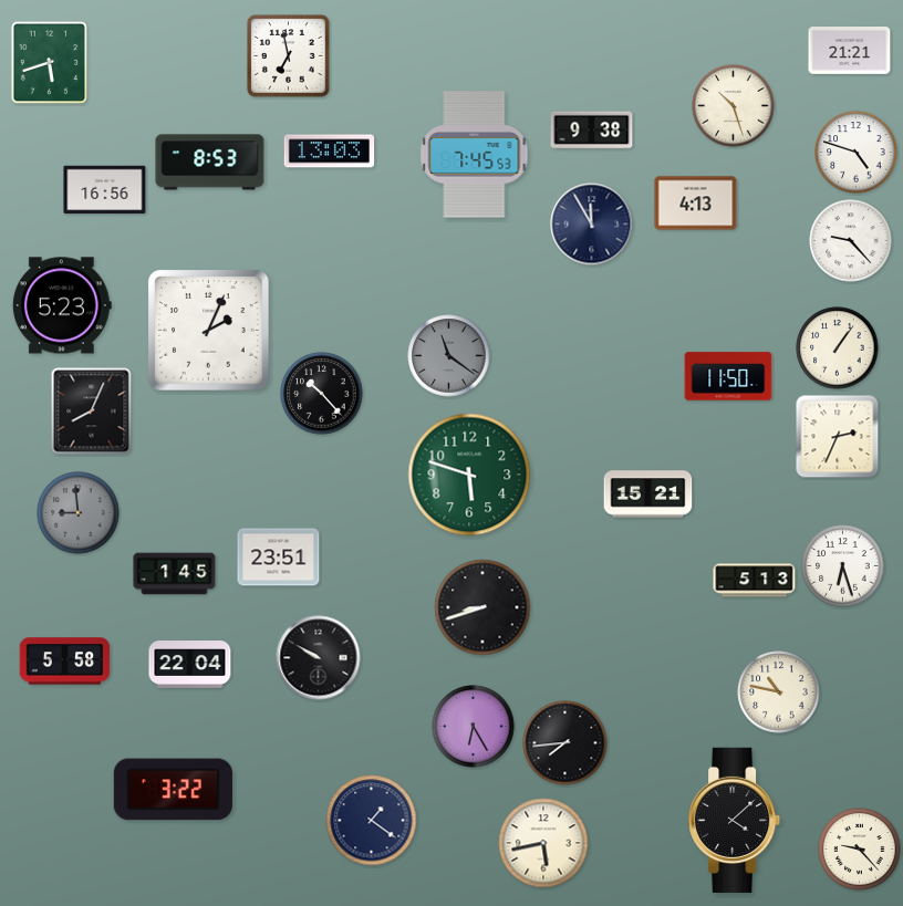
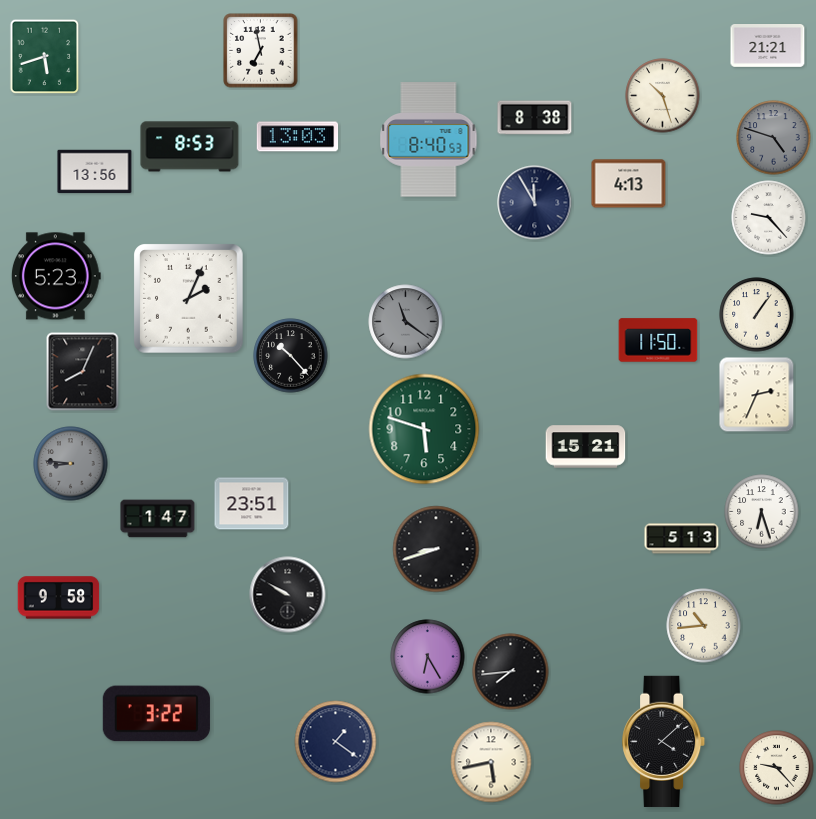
clock at (592, 131): 9:38 -> 8:38
clock at (857, 153) dial: white -> grey
clock at (475, 155): 7:45 -> 8:40
clock at (105, 190): 16:56 -> 13:56
clock at (79, 513): 8:59 -> 8:46
clock at (175, 574): 1:45 -> 1:47
clock at (755, 581) position: (755, 581) -> (682, 539)
clock at (65, 662): 5:58 -> 9:58
clock at (190, 665): 22:04 -> none
clock at (779, 692): 10:47 -> 10:44
